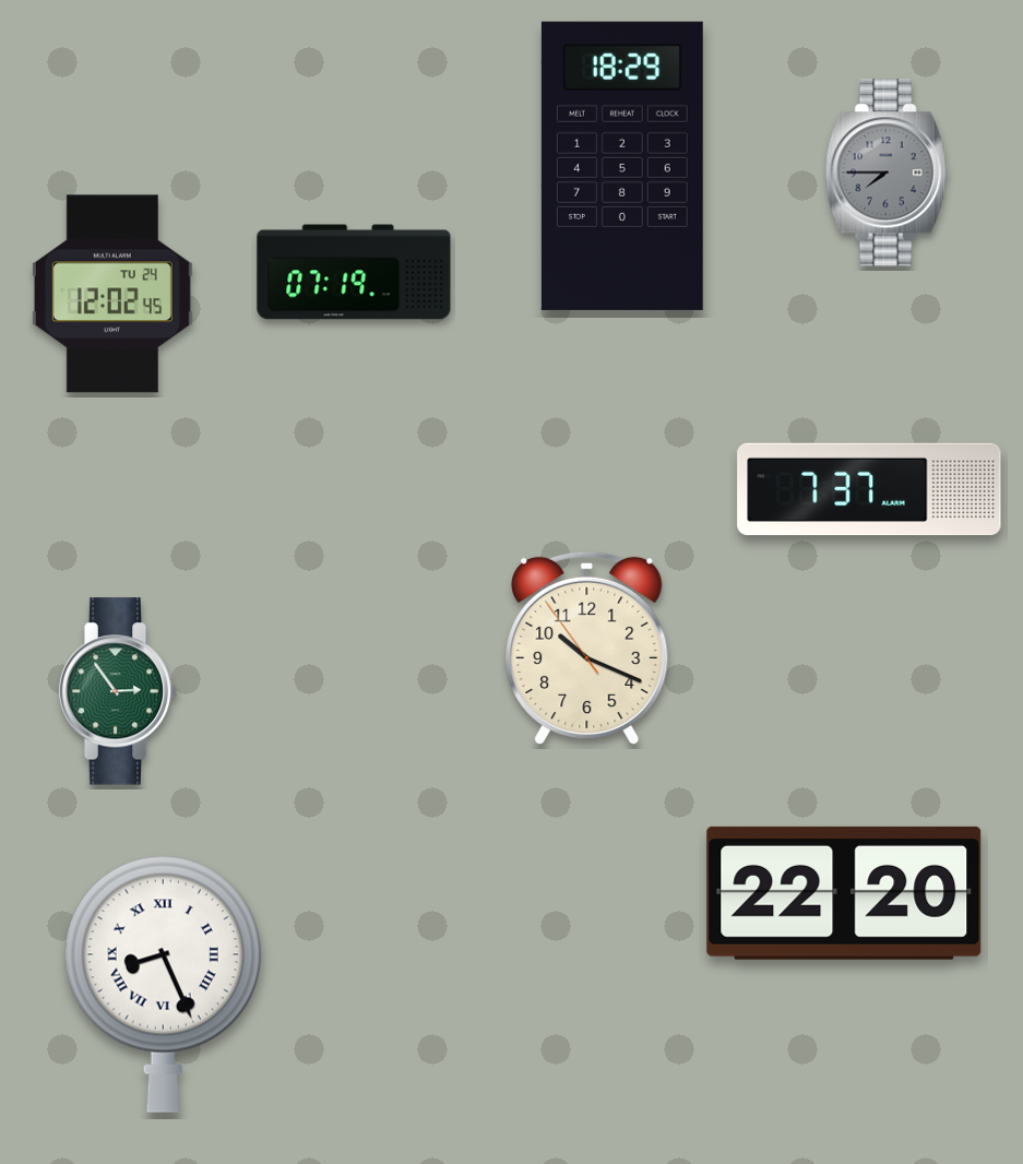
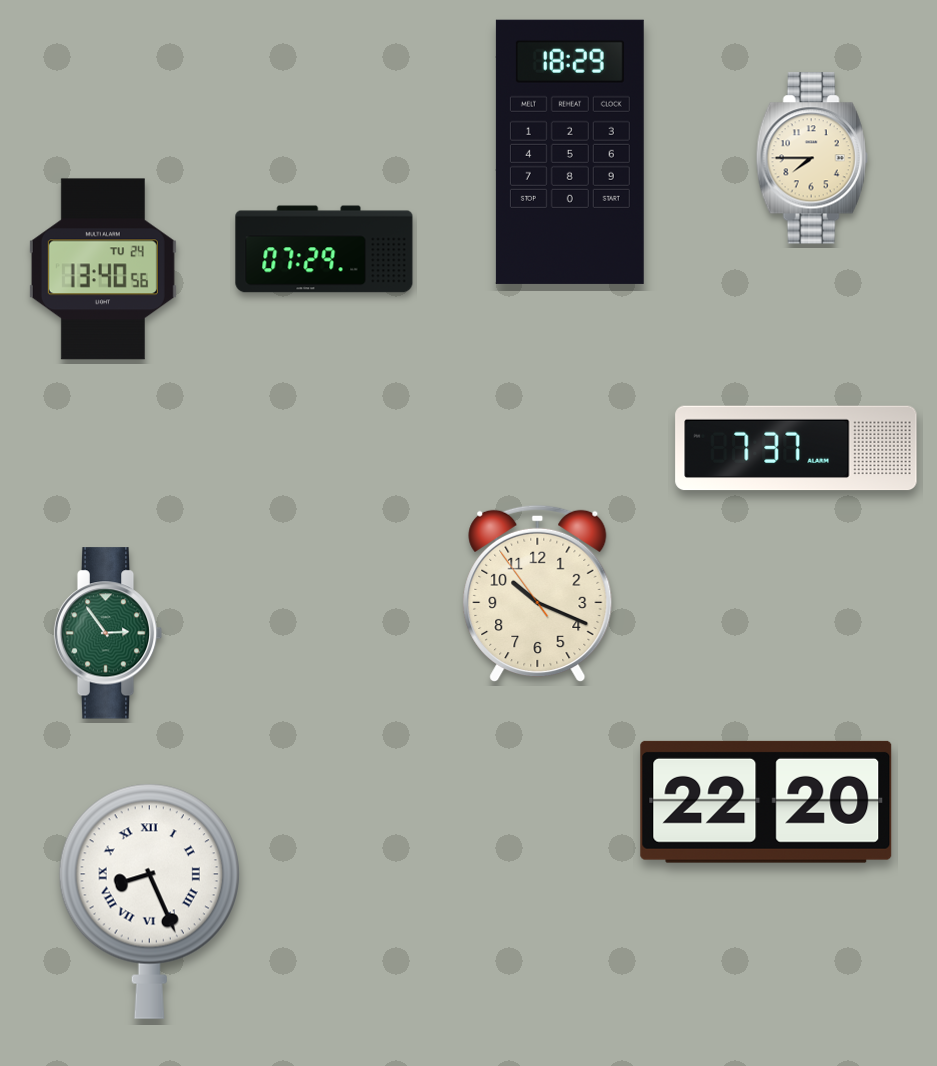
clock at (887, 173) dial: grey -> cream
clock at (354, 272): 07:19 -> 07:29
clock at (112, 294): 12:02 -> 13:40
clock at (844, 893) position: (844, 893) -> (766, 802)
